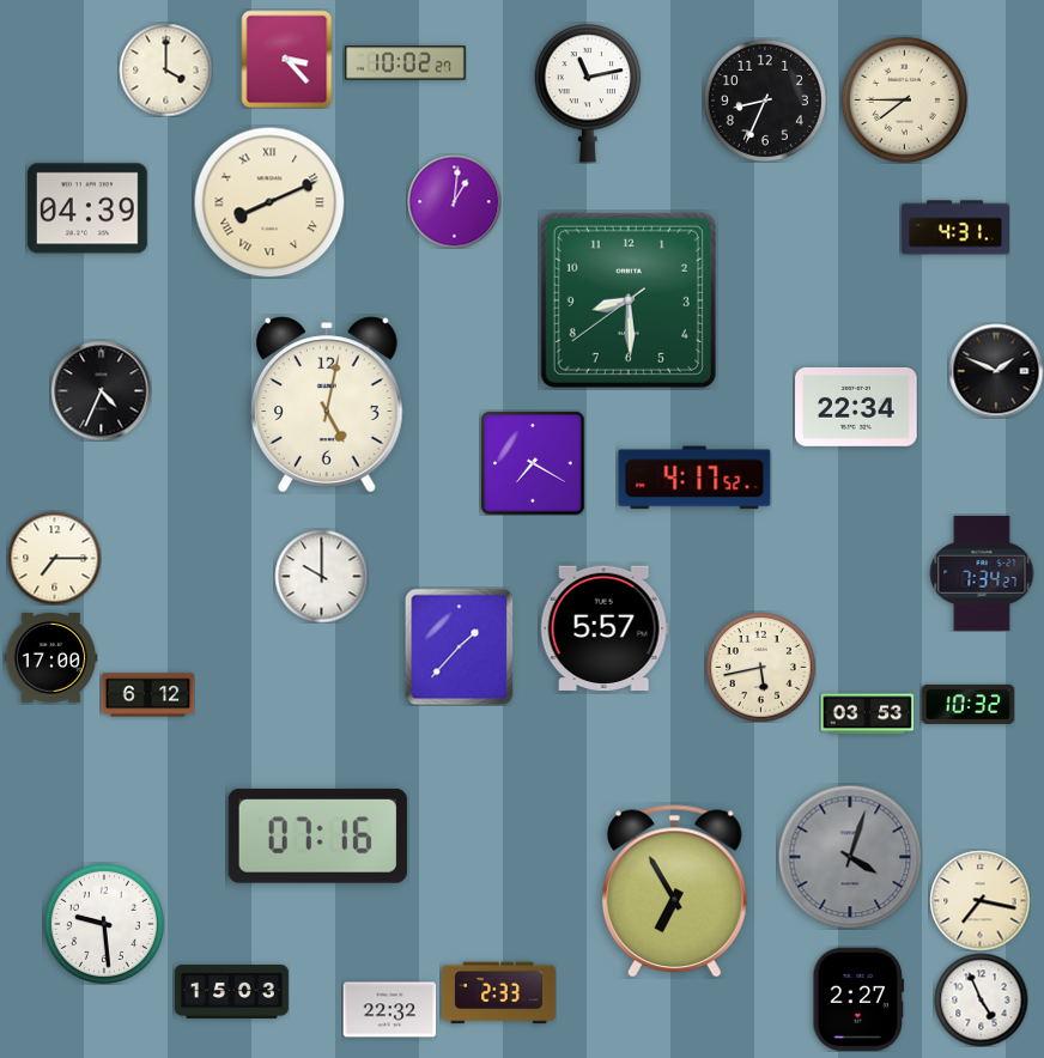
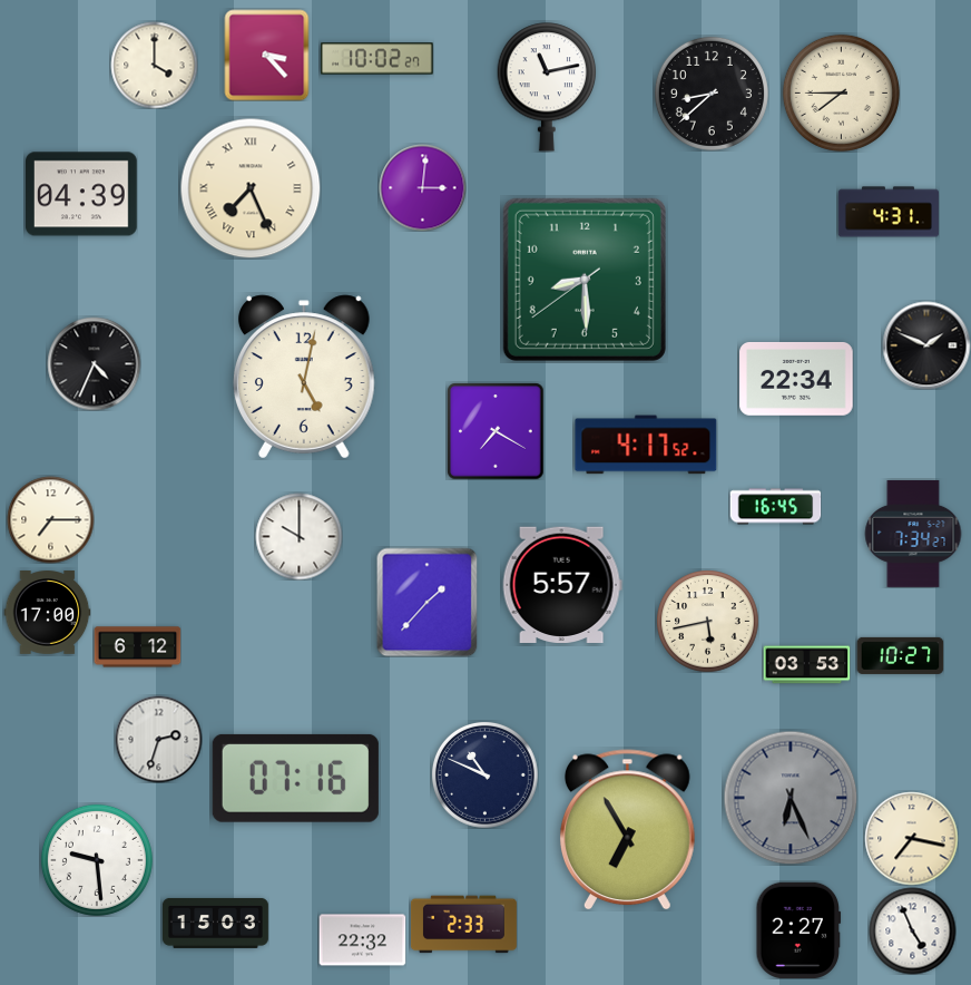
clock at (765, 101): 8:34 -> 8:38
clock at (454, 201): 1:01 -> 3:01
clock at (269, 202): 8:11 -> 7:26
clock at (775, 507): none -> 16:45
clock at (967, 704): 10:32 -> 10:27
clock at (158, 739): none -> 2:33
clock at (485, 776): none -> 10:49
clock at (850, 857): 4:03 -> 6:26
